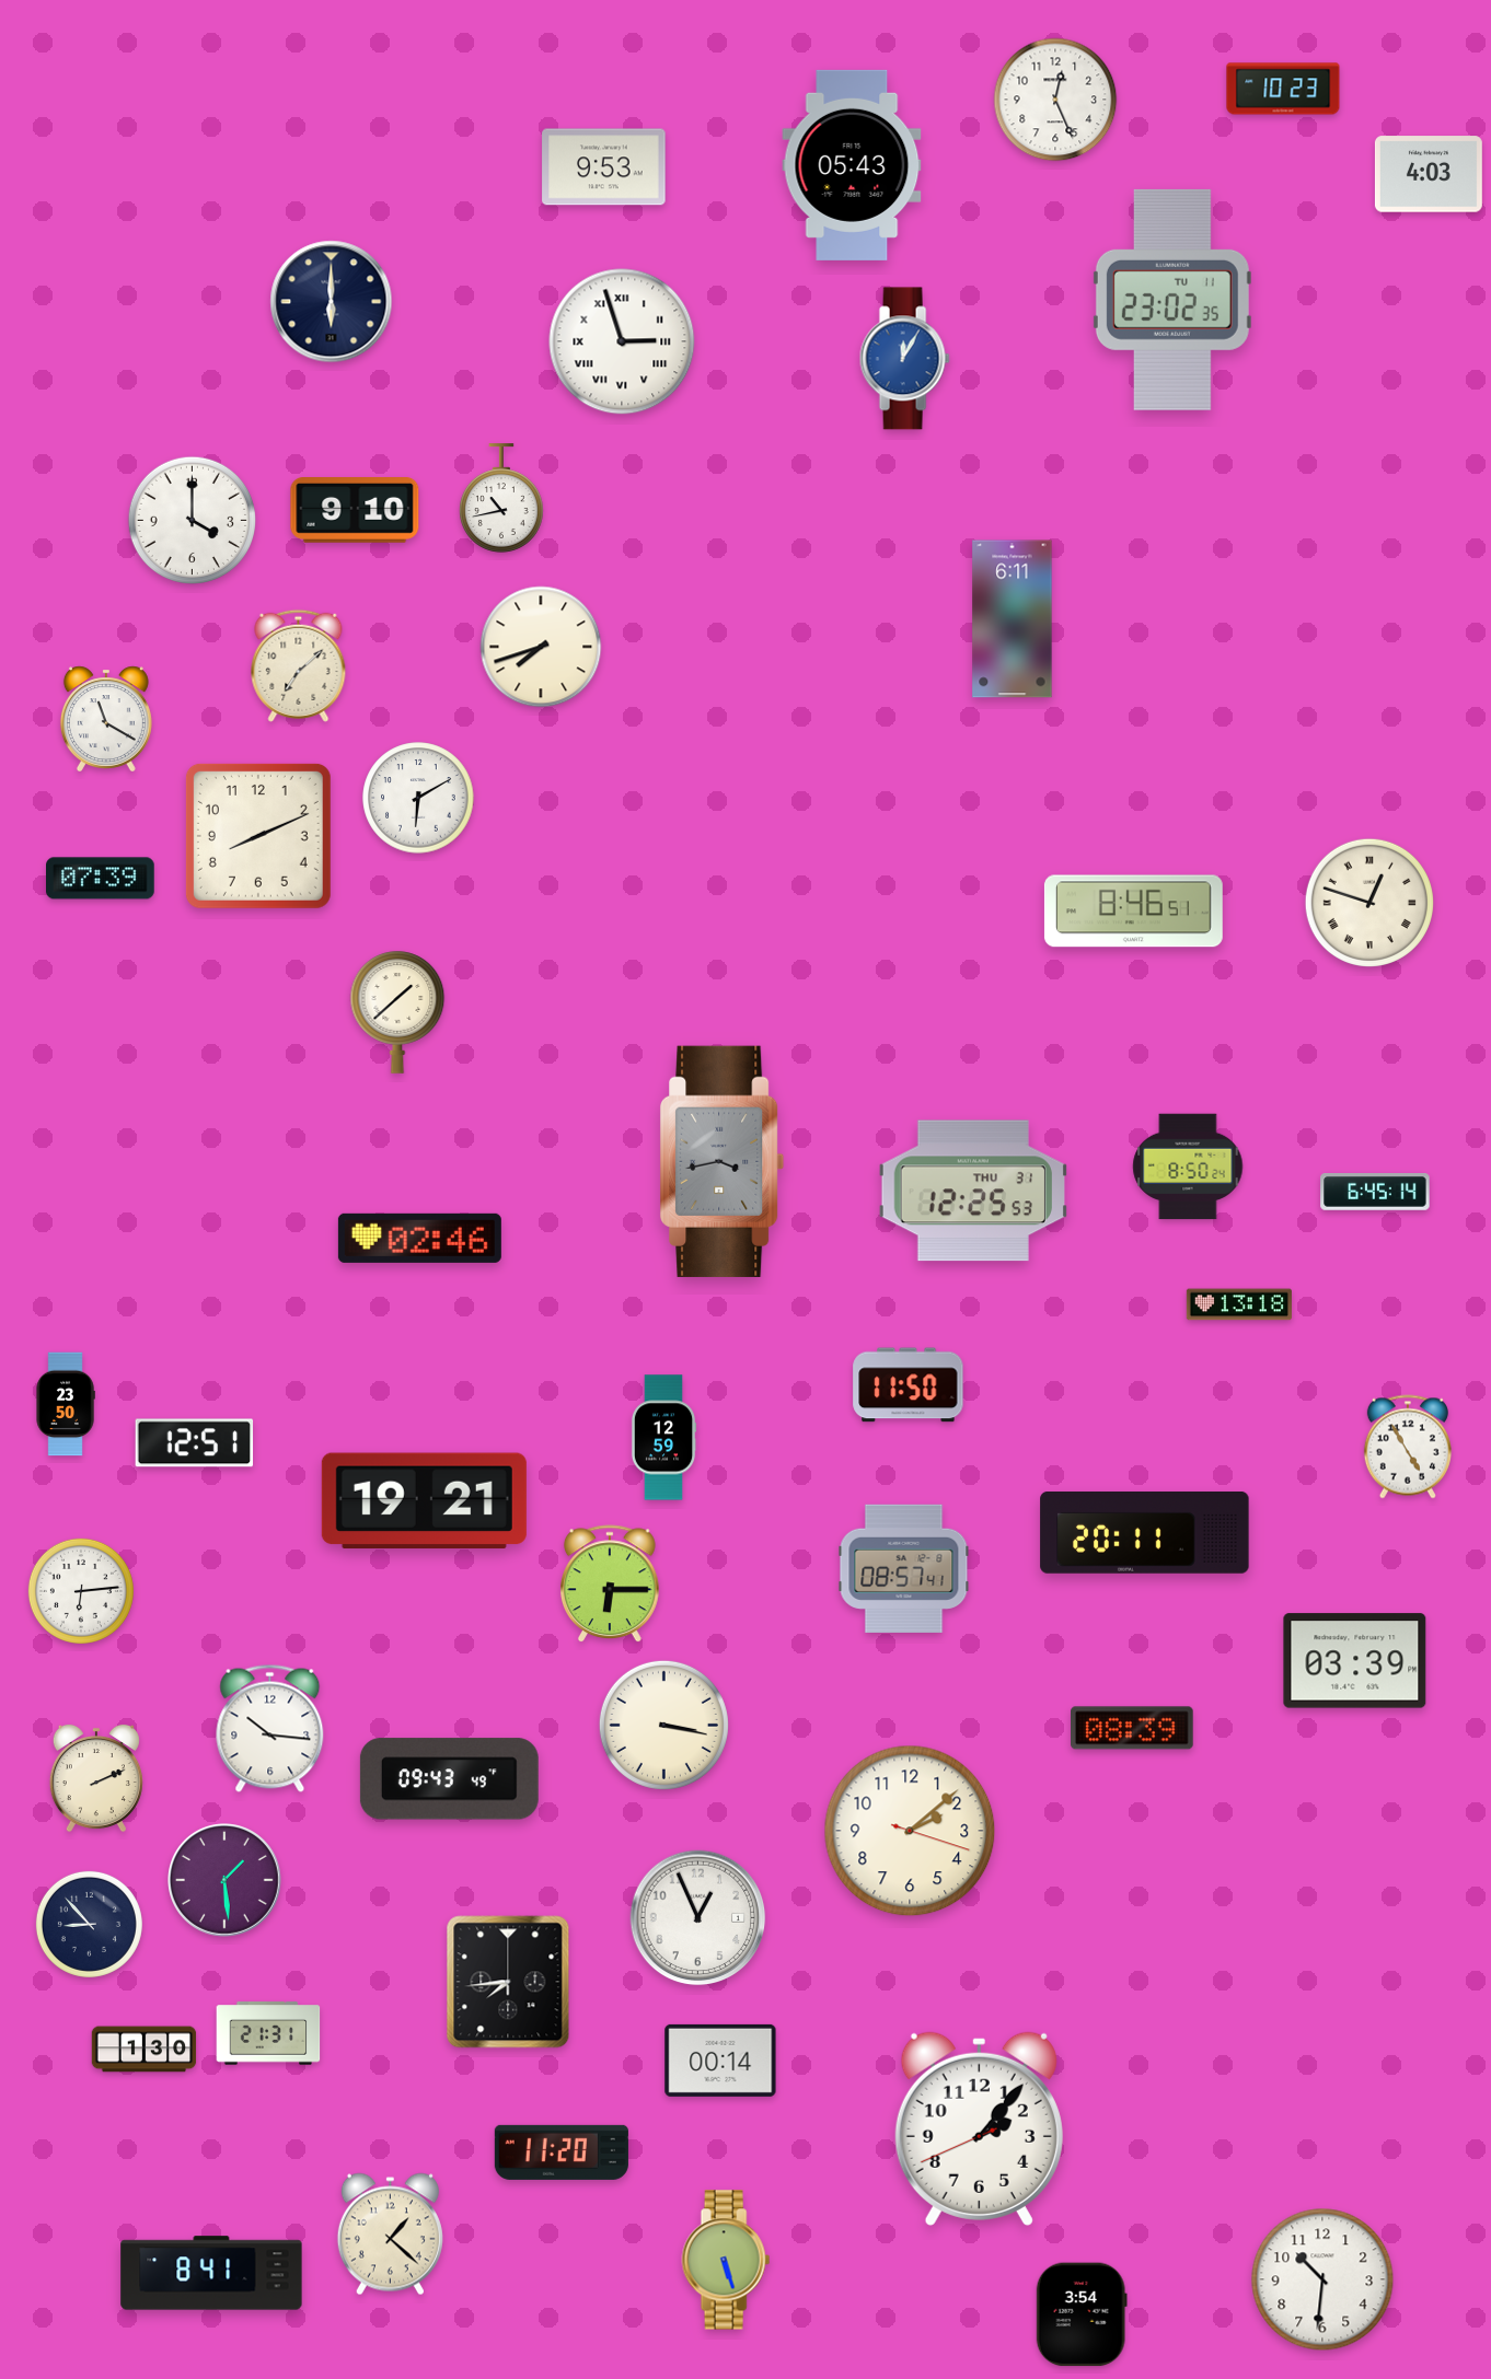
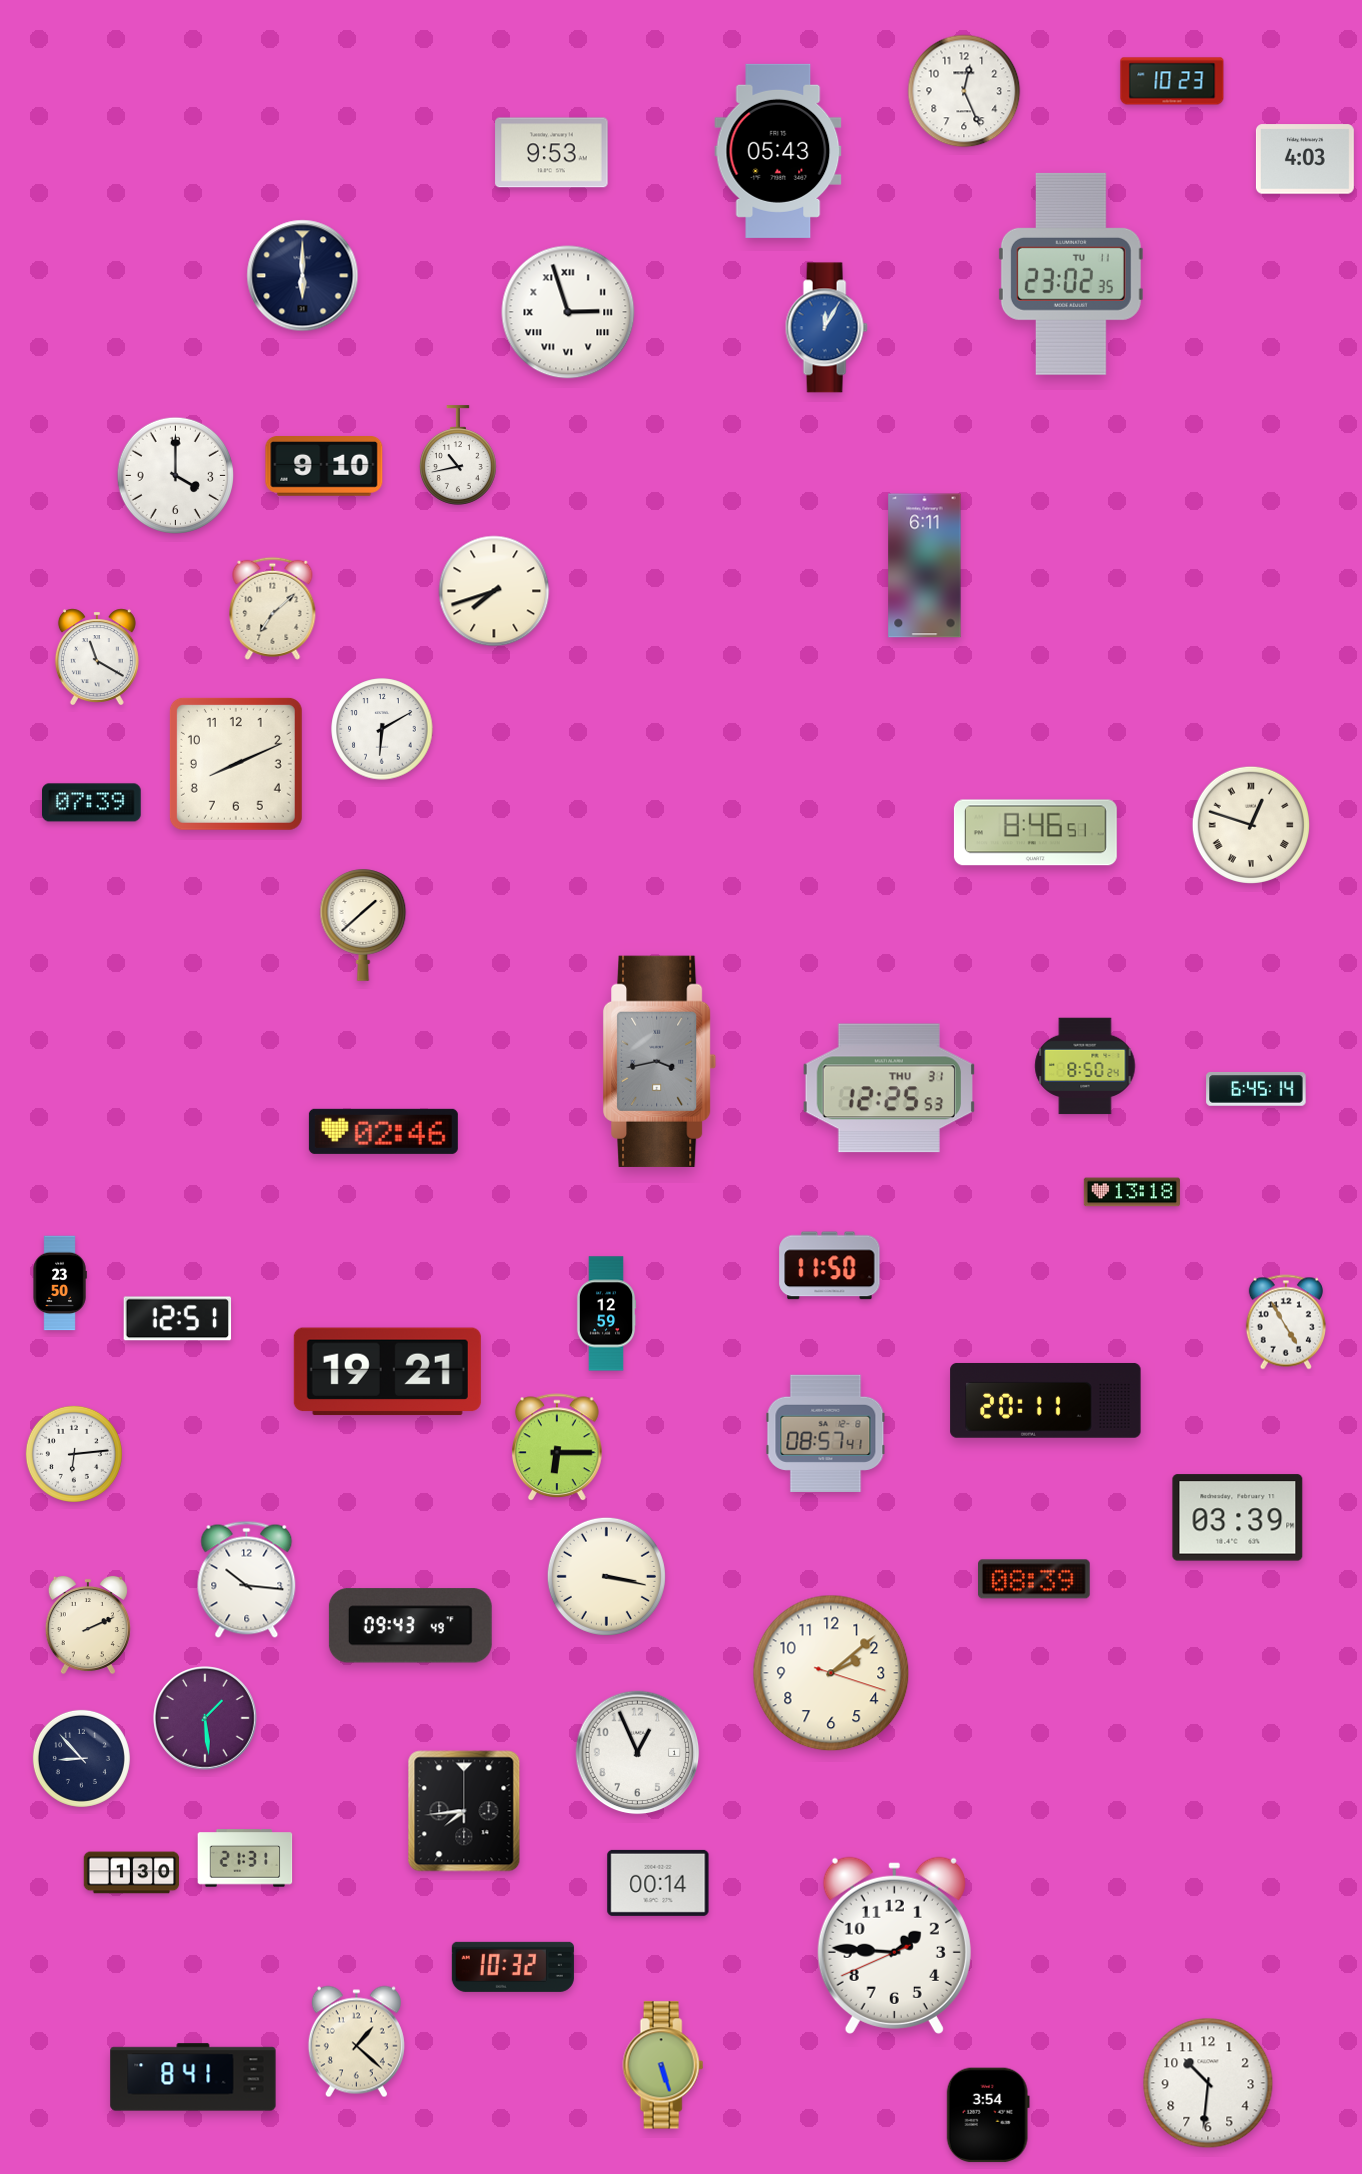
clock at (979, 2128): 2:06 -> 1:45
clock at (562, 2152): 11:20 -> 10:32
